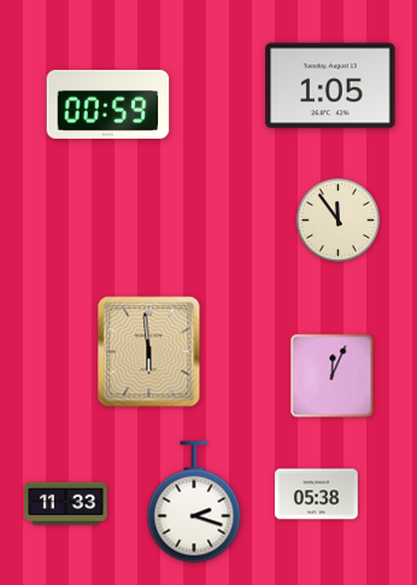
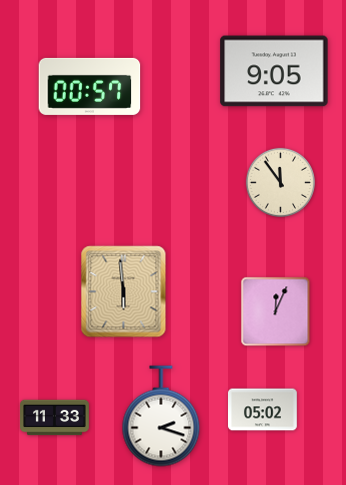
clock at (330, 86): 1:05 -> 9:05
clock at (108, 104): 00:59 -> 00:57
clock at (317, 495): 05:38 -> 05:02
